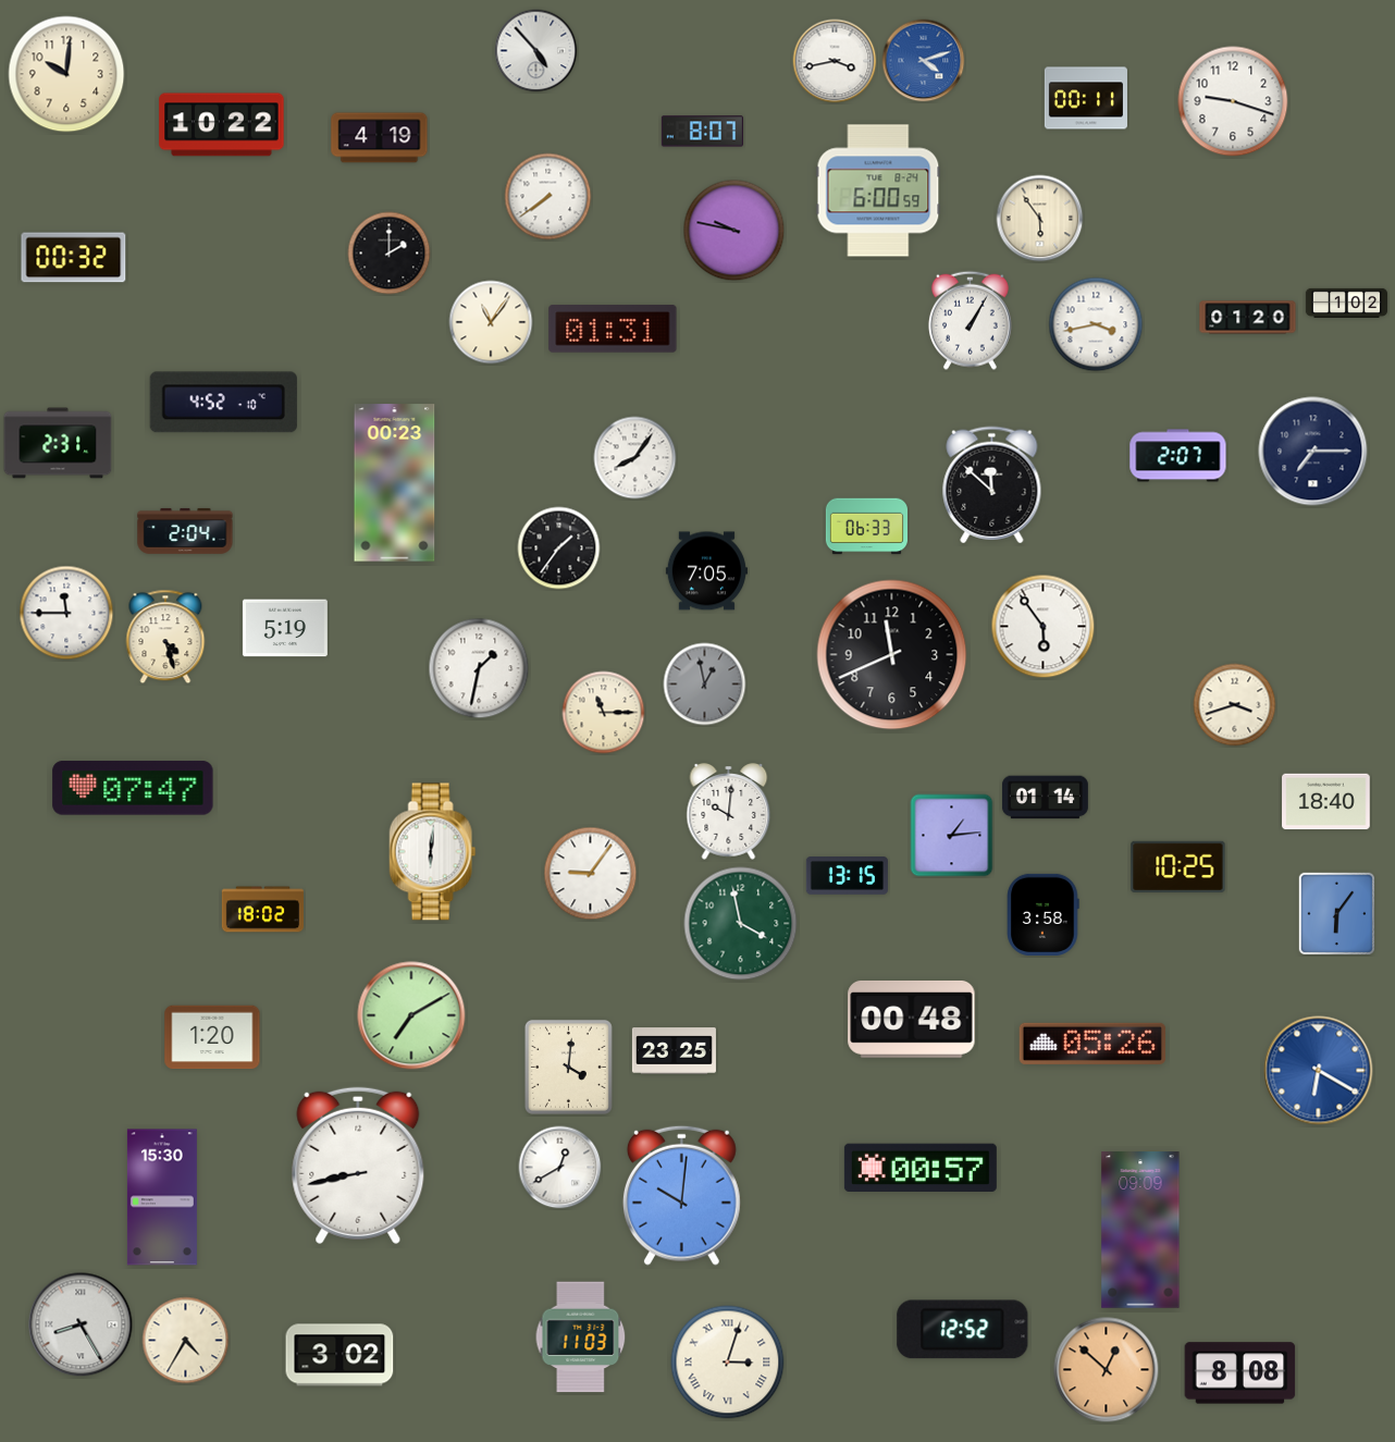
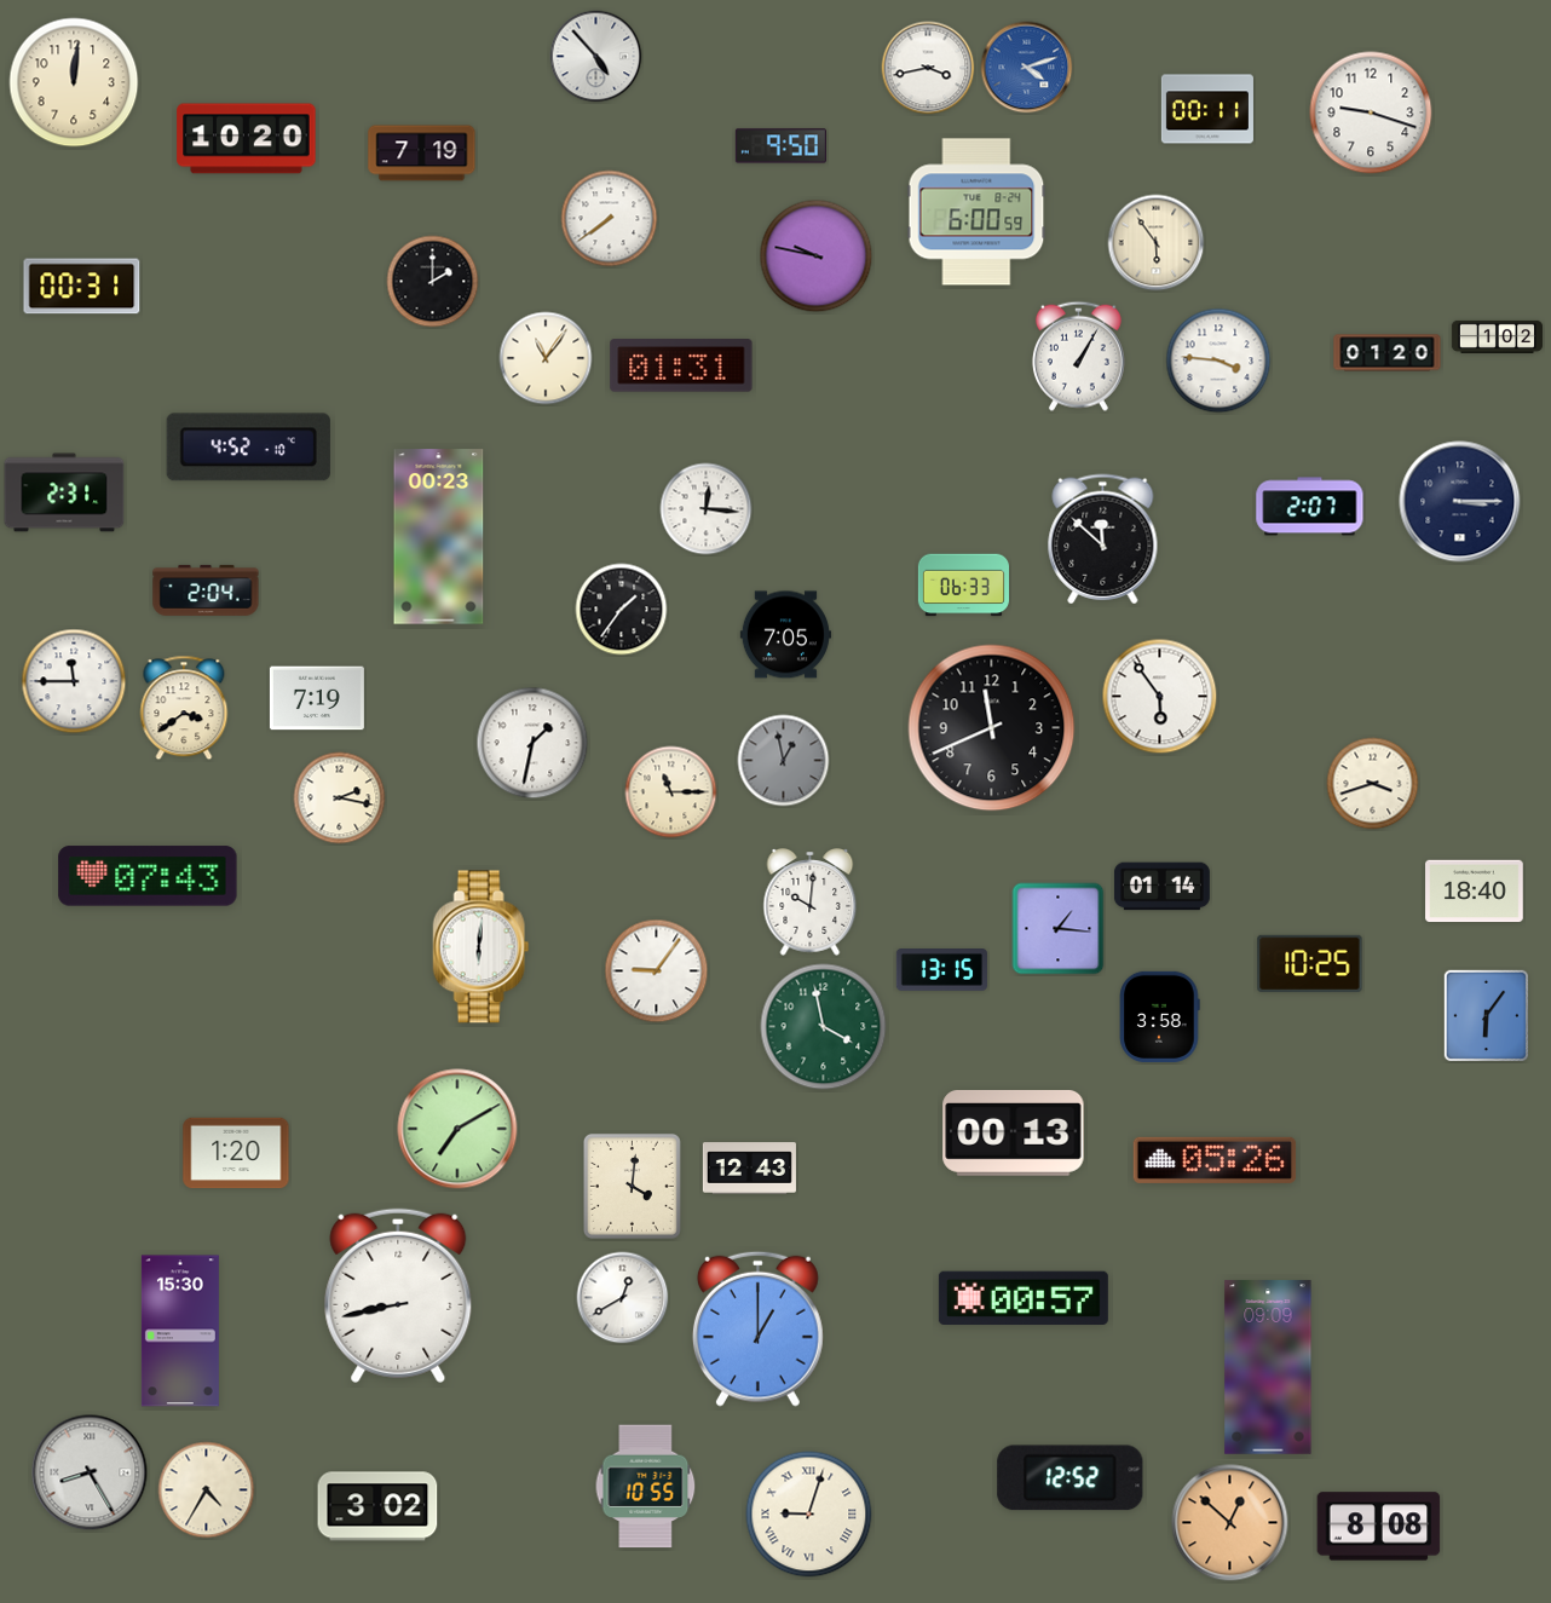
clock at (66, 74): 10:01 -> 12:01
clock at (222, 125): 10:22 -> 10:20
clock at (702, 132): 8:07 -> 9:50
clock at (380, 138): 4:19 -> 7:19
clock at (74, 258): 00:32 -> 00:31
clock at (1096, 324): 3:43 -> 3:46
clock at (1313, 452): 7:15 -> 3:15
clock at (635, 458): 8:06 -> 12:16
clock at (285, 628): 5:19 -> 7:19
clock at (165, 637): 4:27 -> 3:39
clock at (340, 798): none -> 2:17
clock at (133, 788): 07:47 -> 07:43
clock at (952, 836): 1:14 -> 1:16
clock at (847, 876) position: (847, 876) -> (941, 970)
clock at (262, 910): 18:02 -> none
clock at (912, 1019): 00:48 -> 00:13
clock at (674, 1051): 23:25 -> 12:43
clock at (1319, 1071): 6:20 -> none
clock at (681, 1195): 10:01 -> 1:00
clock at (581, 1338): 11:03 -> 10:55
clock at (728, 1363): 3:03 -> 9:03
